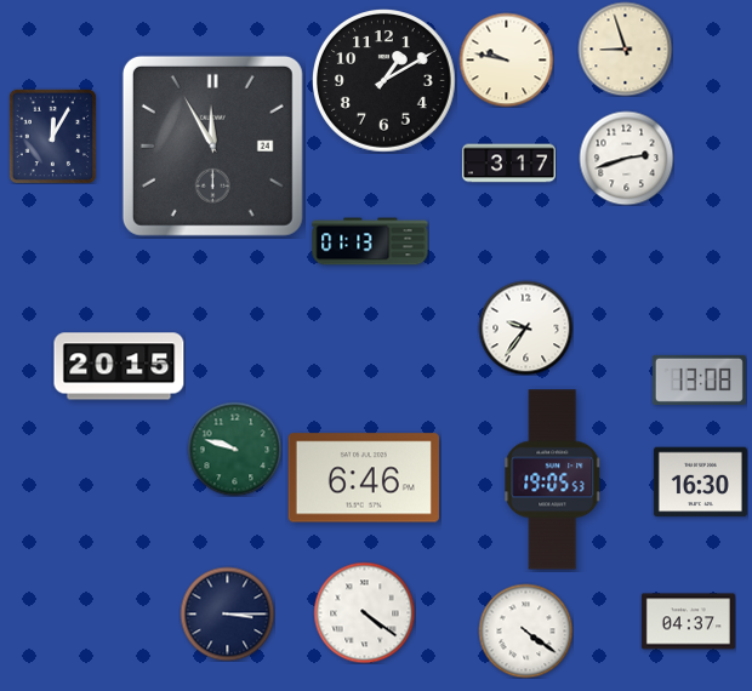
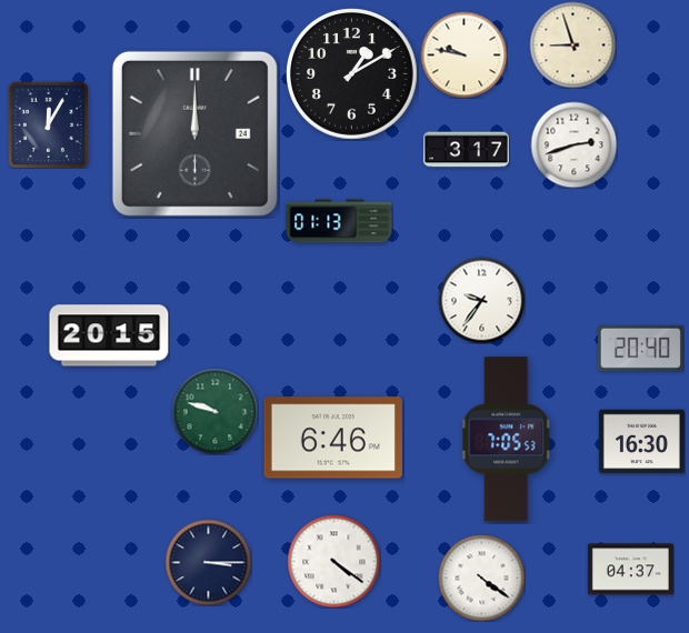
clock at (212, 145): 11:55 -> 12:00
clock at (699, 379): 13:08 -> 20:40
clock at (553, 480): 19:05 -> 7:05
